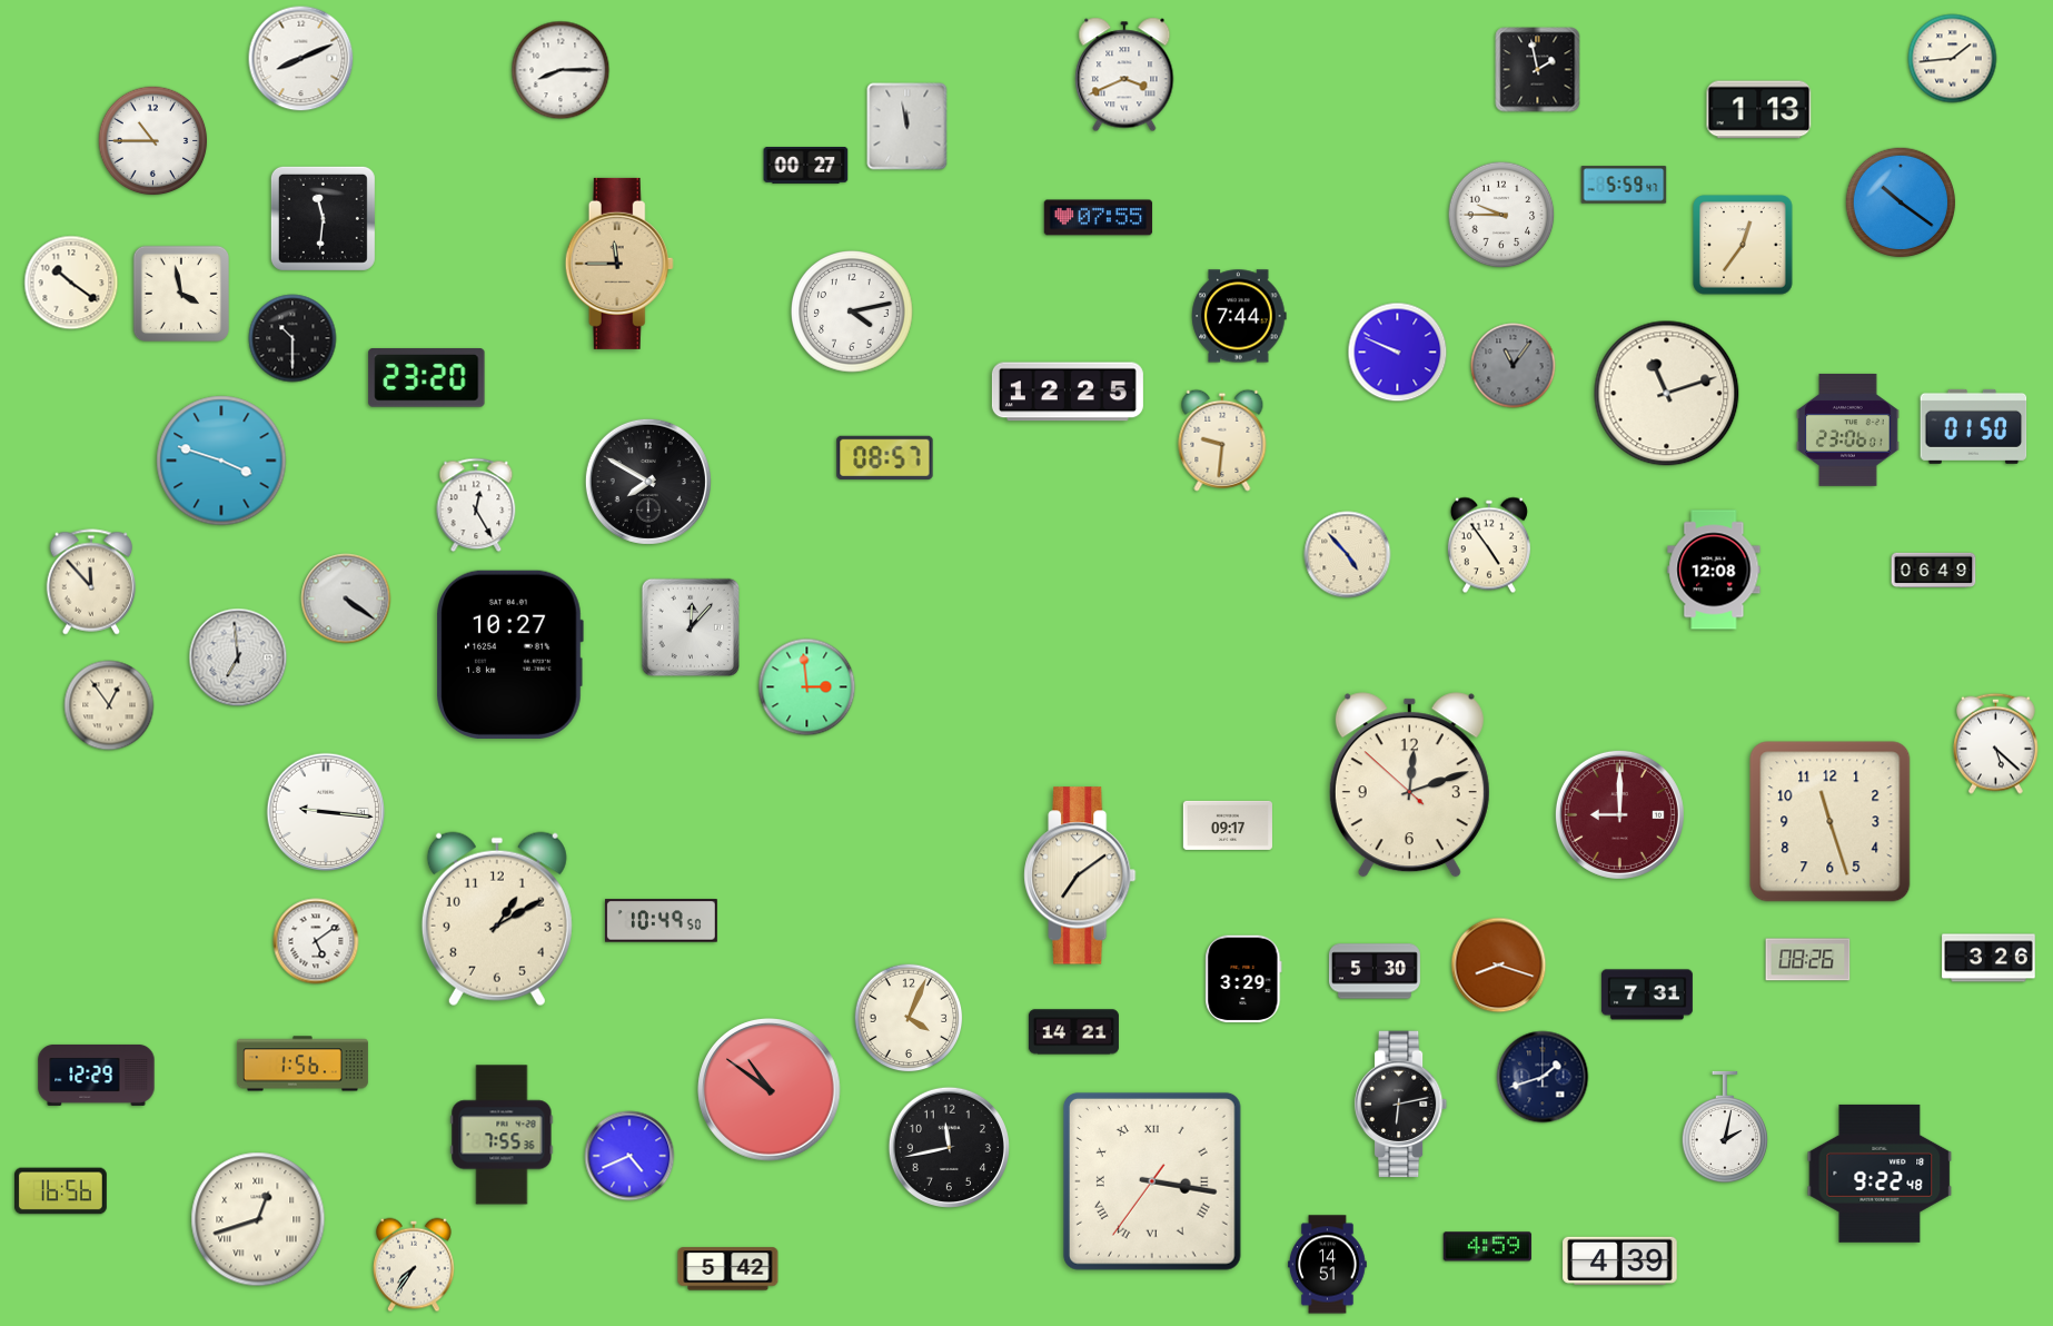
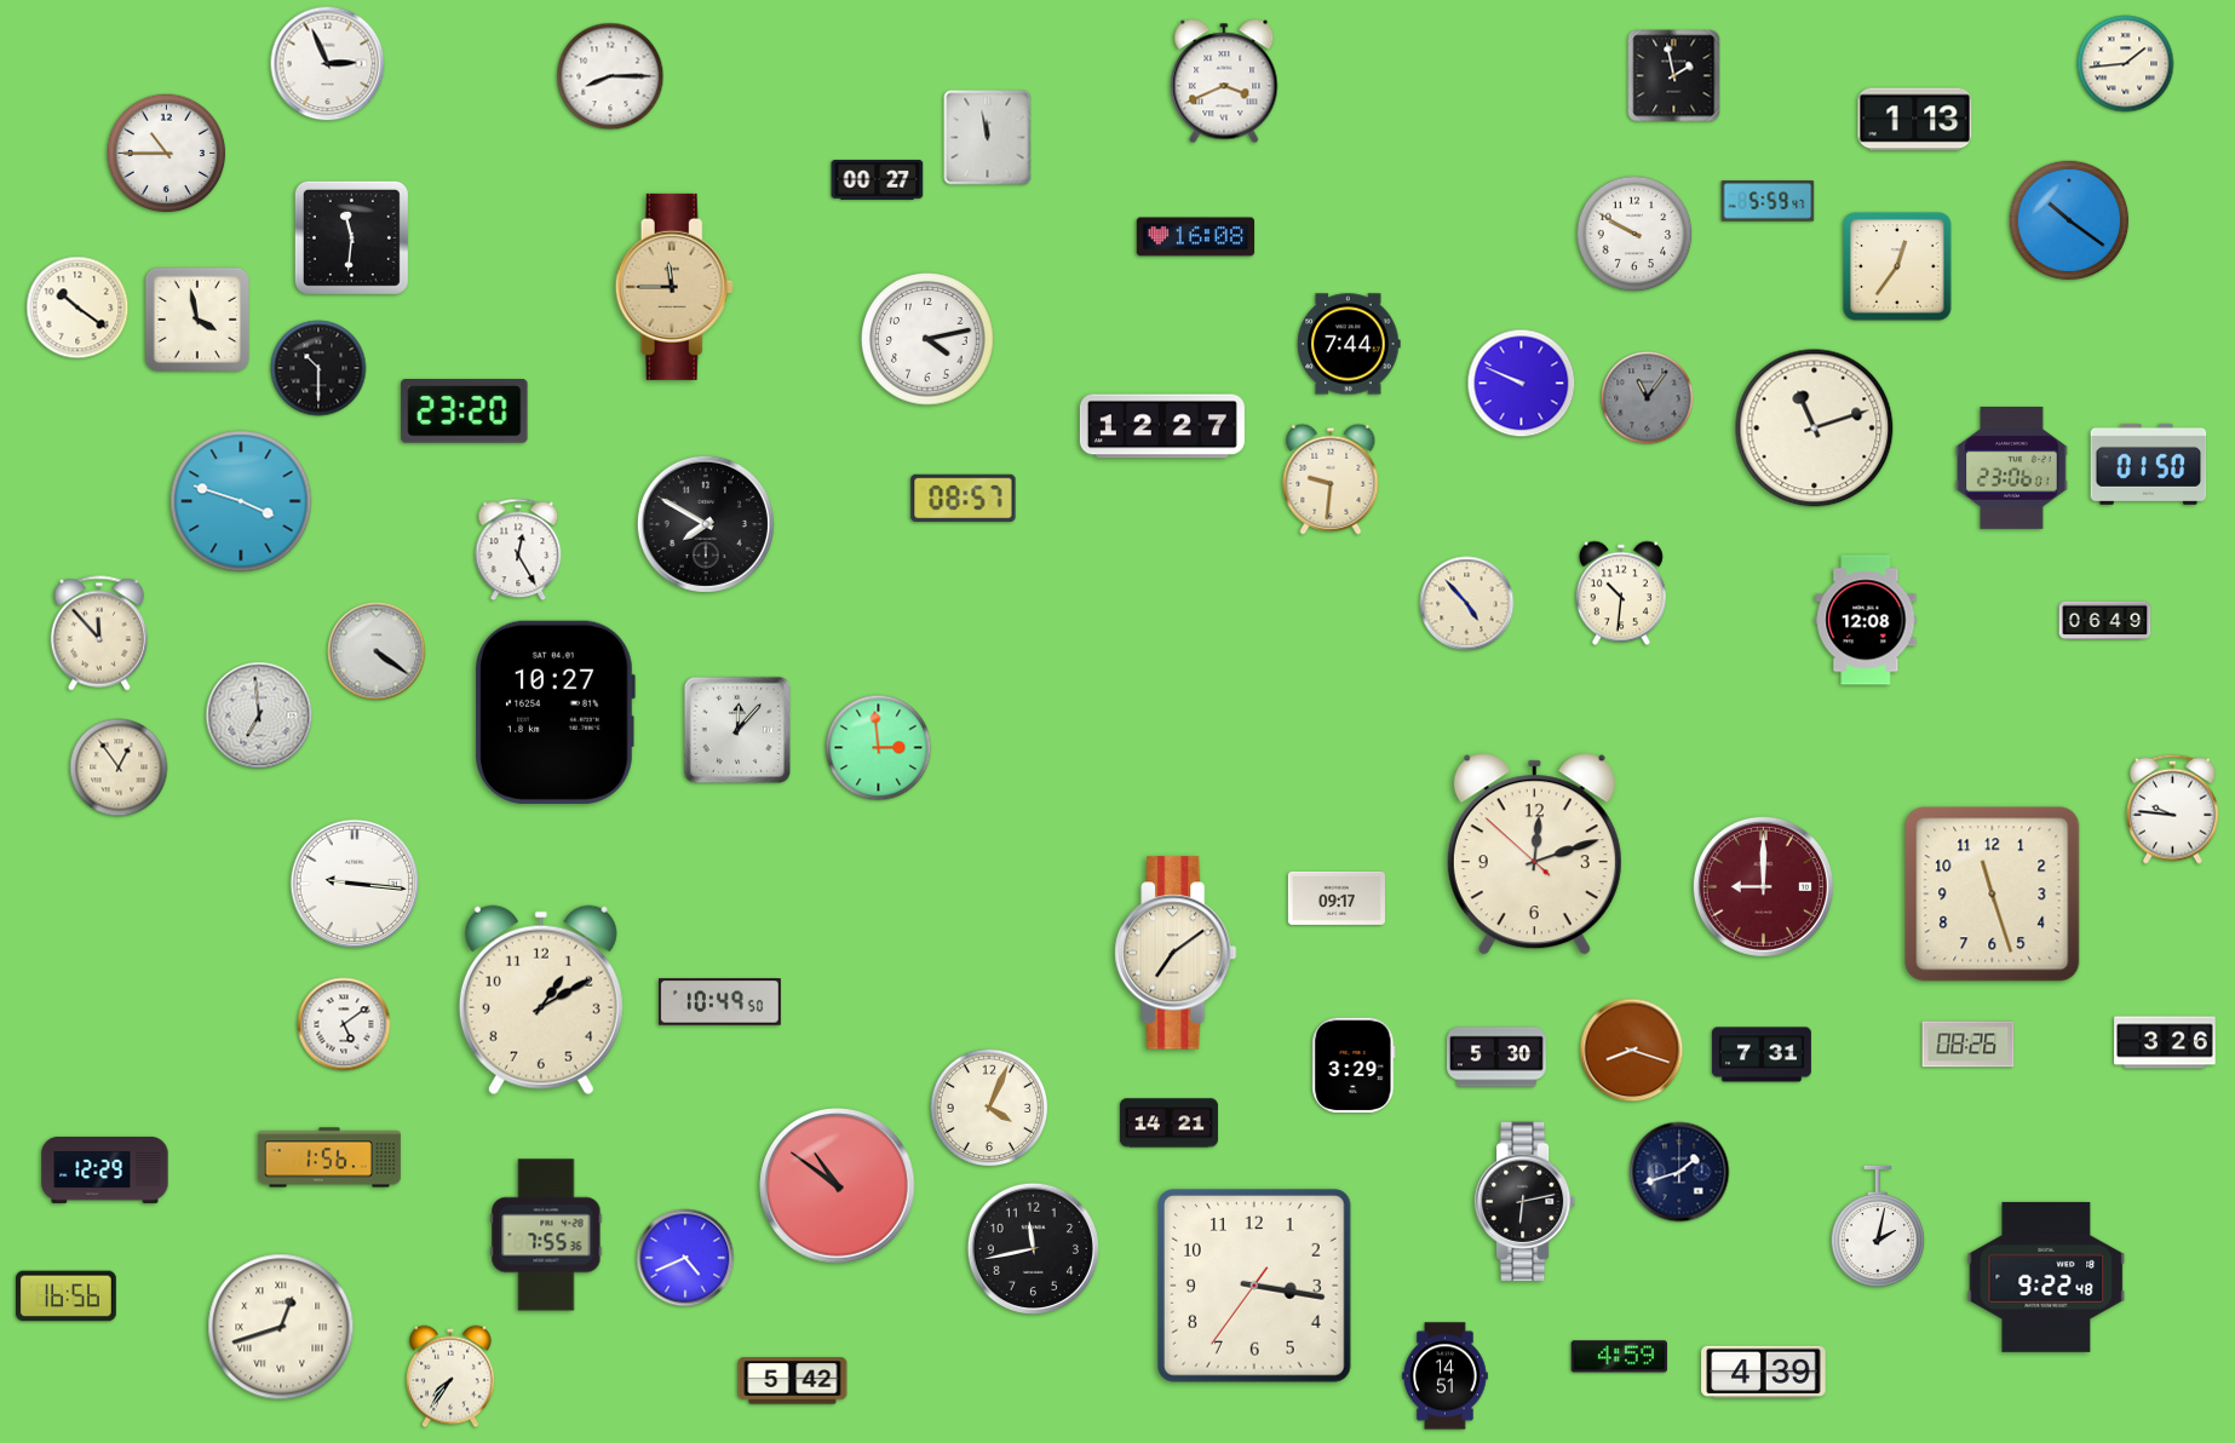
clock at (301, 59): 8:11 -> 2:56
clock at (1501, 215): 9:45 -> 9:50
clock at (1099, 218): 07:55 -> 16:08
clock at (1068, 392): 12:25 -> 12:27
clock at (1489, 545): 4:54 -> 10:31
clock at (690, 626) position: (690, 626) -> (736, 729)
clock at (1996, 743): 5:22 -> 9:46
clock at (1647, 994) position: (1647, 994) -> (1762, 1054)
clock at (1152, 1181) numerals: Roman -> Arabic
